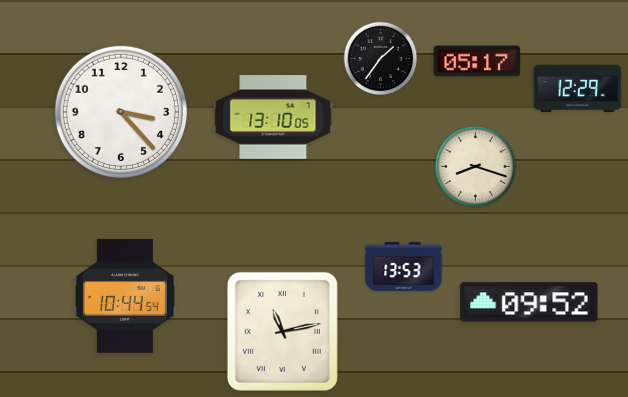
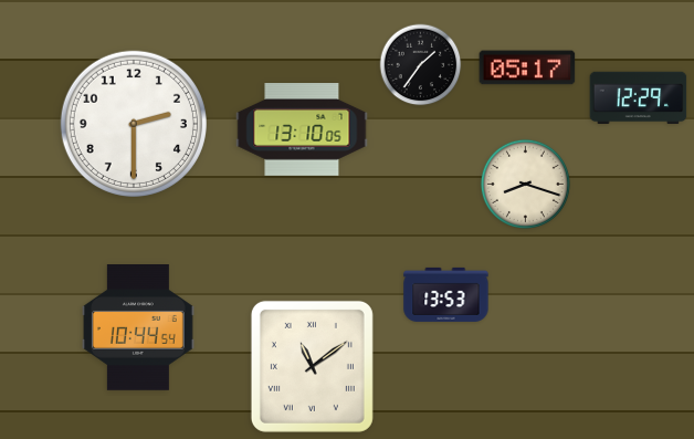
clock at (121, 112): 3:23 -> 2:30
clock at (529, 302): 09:52 -> none
clock at (282, 331): 11:13 -> 11:09
